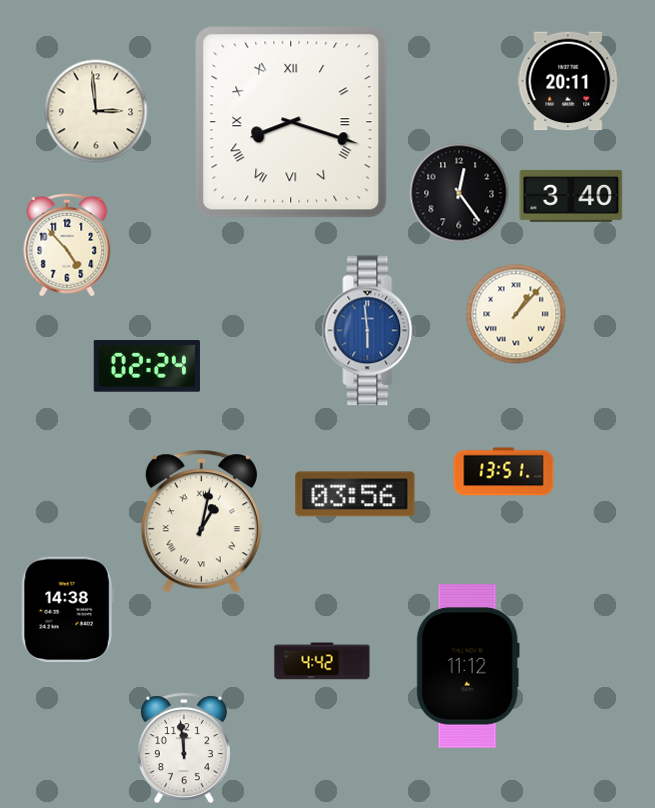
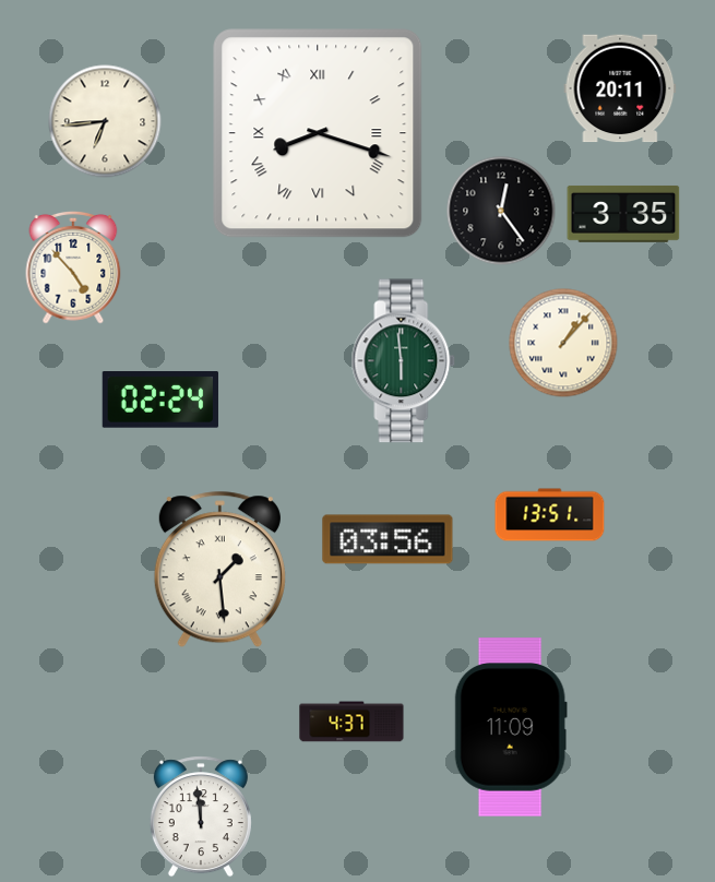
clock at (96, 111): 2:59 -> 6:44
clock at (571, 196): 3:40 -> 3:35
clock at (370, 331) dial: blue -> green
clock at (201, 522): 1:02 -> 1:29
clock at (67, 609): 14:38 -> none
clock at (322, 661): 4:42 -> 4:37
clock at (468, 666): 11:12 -> 11:09
